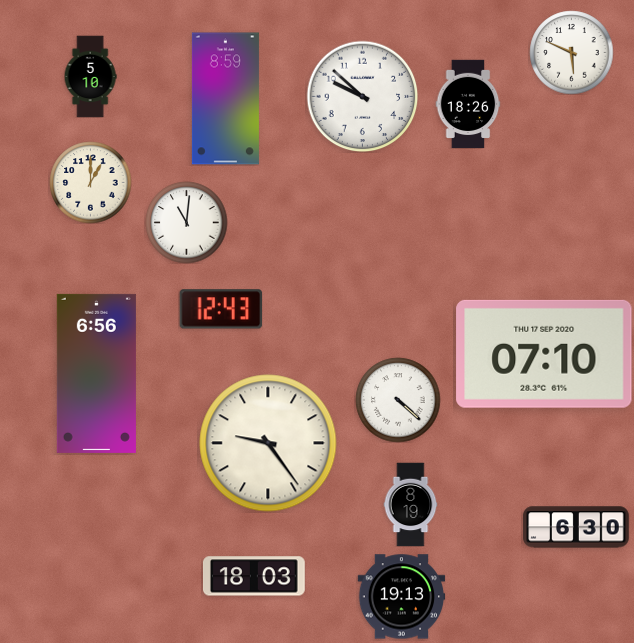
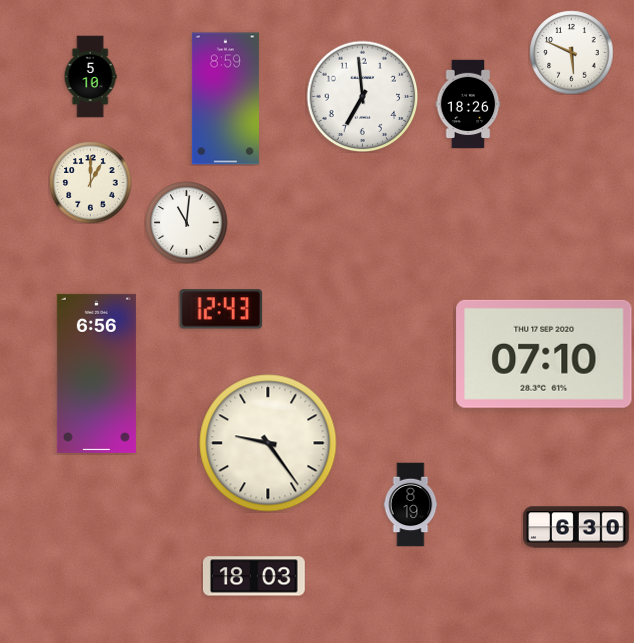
clock at (362, 96): 9:52 -> 6:59
clock at (398, 400): 4:22 -> none
clock at (401, 597): 19:13 -> none
